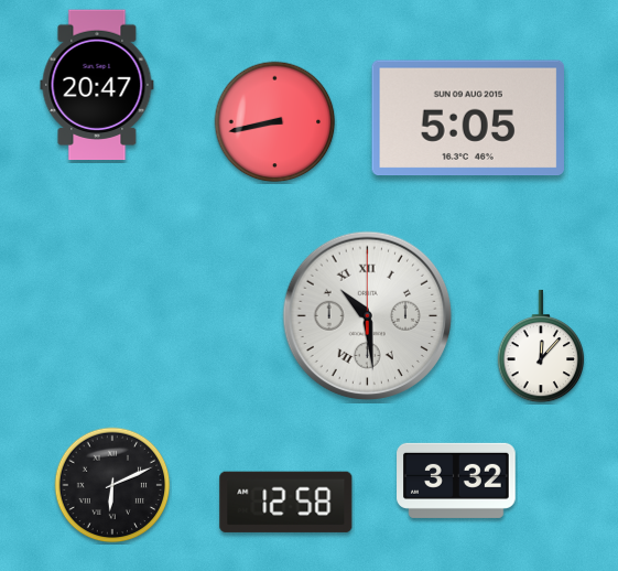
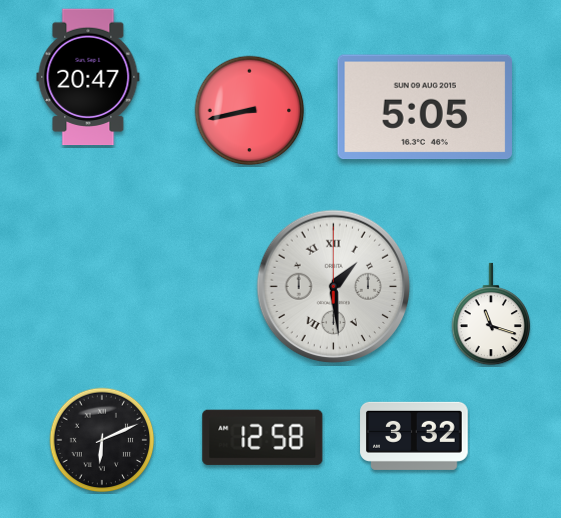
clock at (368, 316): 10:29 -> 1:29
clock at (541, 346): 12:07 -> 11:18
clock at (286, 502) position: (286, 502) -> (263, 437)
